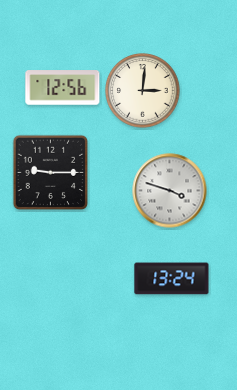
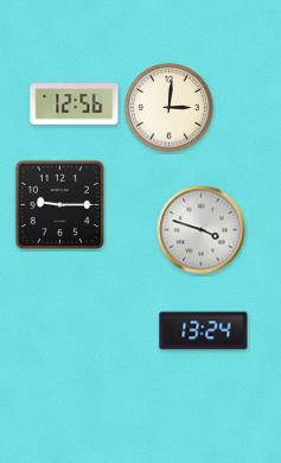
clock at (170, 191) position: (170, 191) -> (202, 230)
